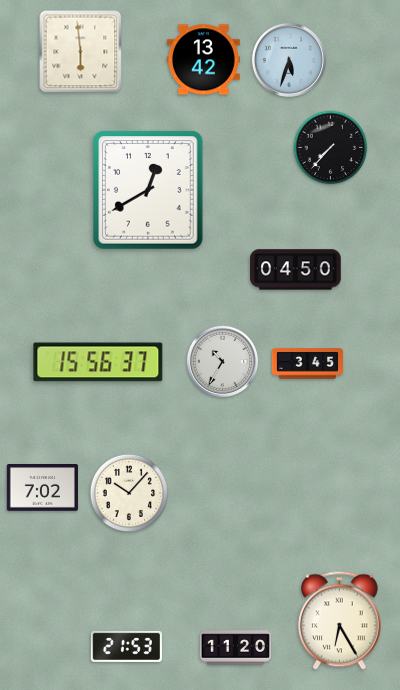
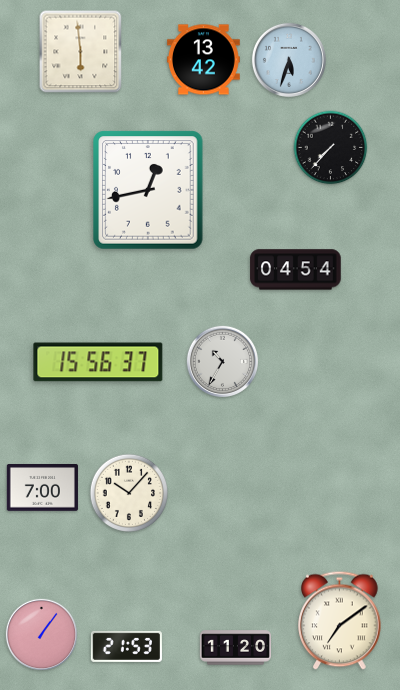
clock at (148, 190): 12:40 -> 12:43
clock at (296, 270): 04:50 -> 04:54
clock at (307, 364): 3:45 -> none
clock at (42, 488): 7:02 -> 7:00
clock at (340, 621): 6:25 -> 7:09
clock at (41, 634): none -> 1:06
